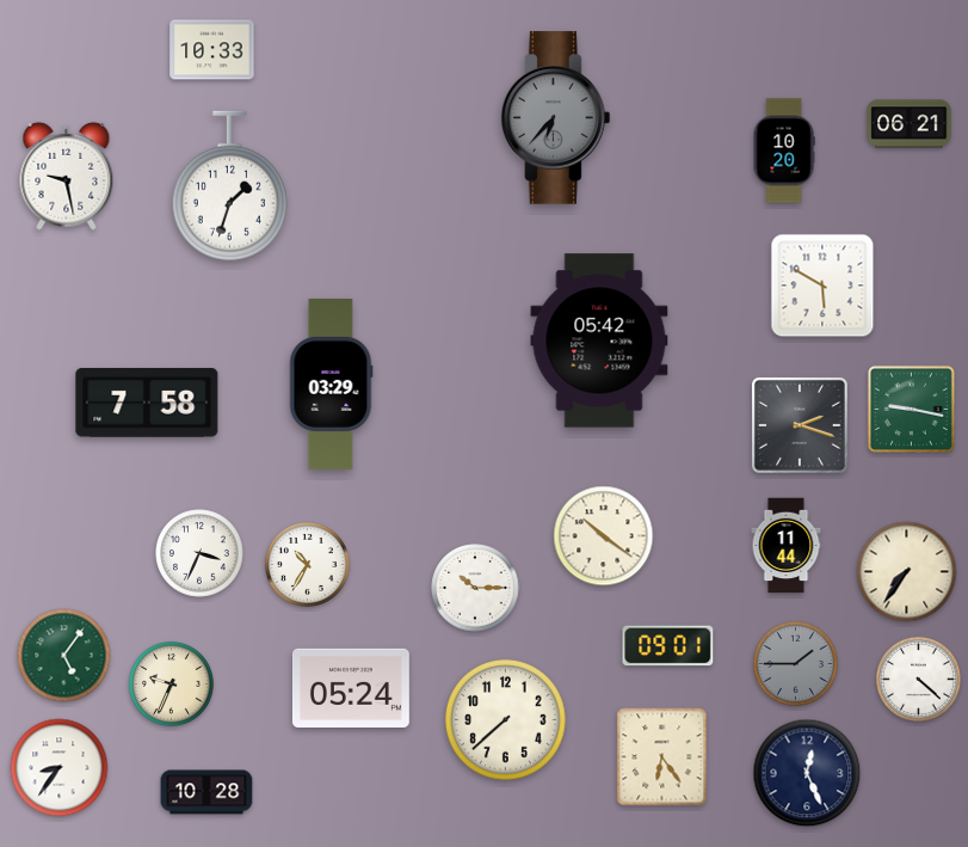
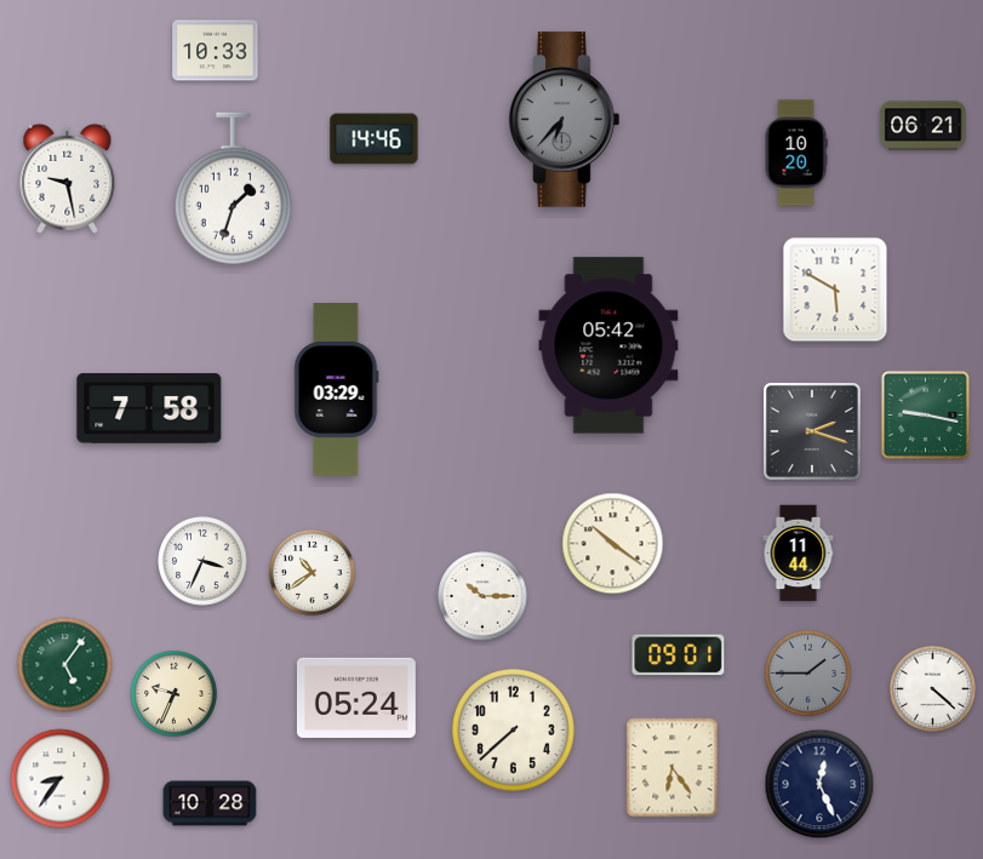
clock at (375, 139): none -> 14:46
clock at (307, 564): 10:35 -> 10:39
clock at (907, 572): 7:36 -> none
